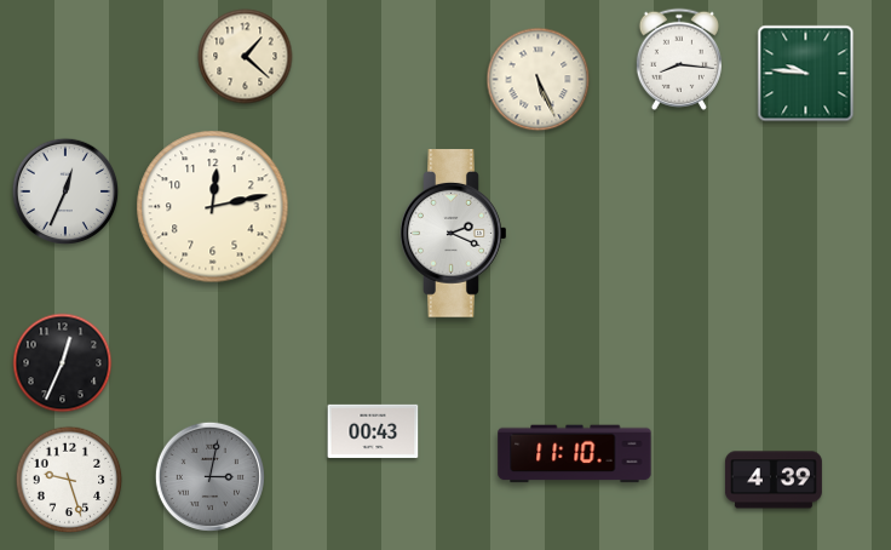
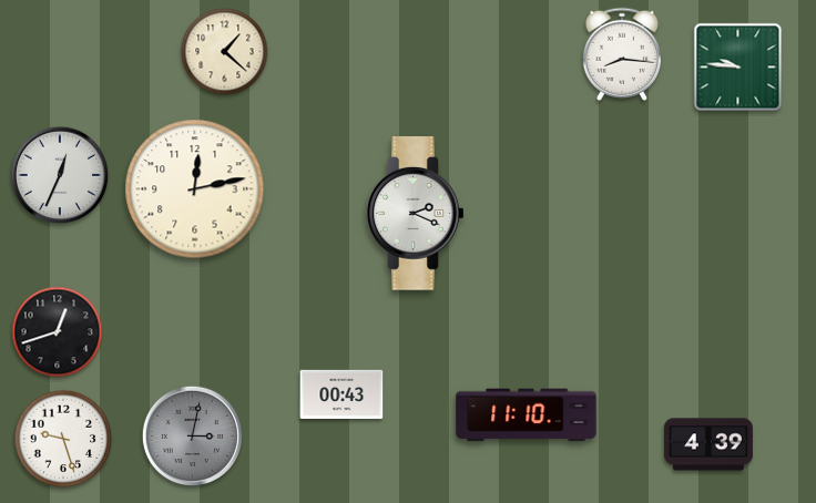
clock at (539, 80): 5:26 -> none
clock at (63, 363): 12:34 -> 12:42
clock at (774, 480) position: (774, 480) -> (708, 444)
